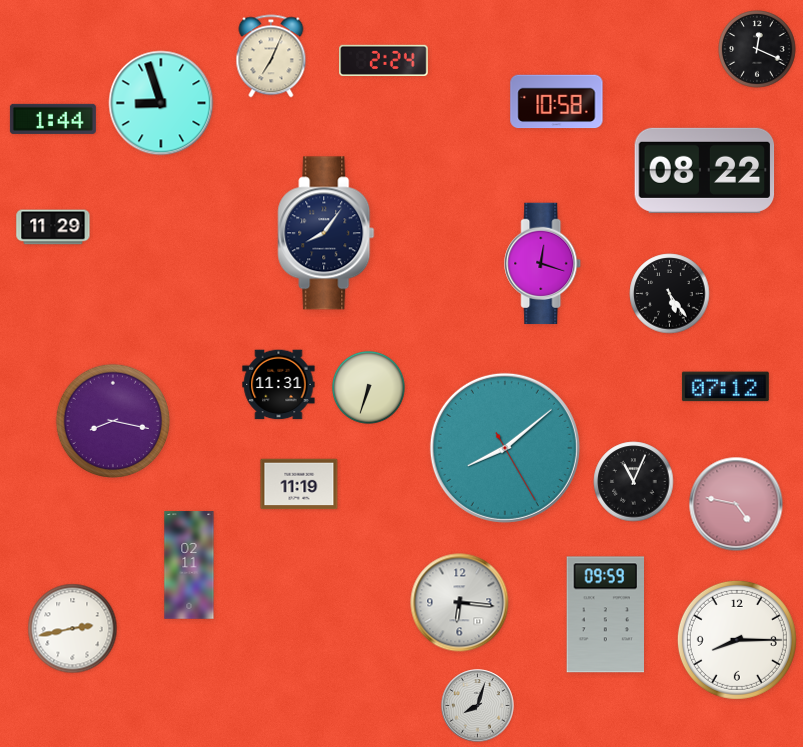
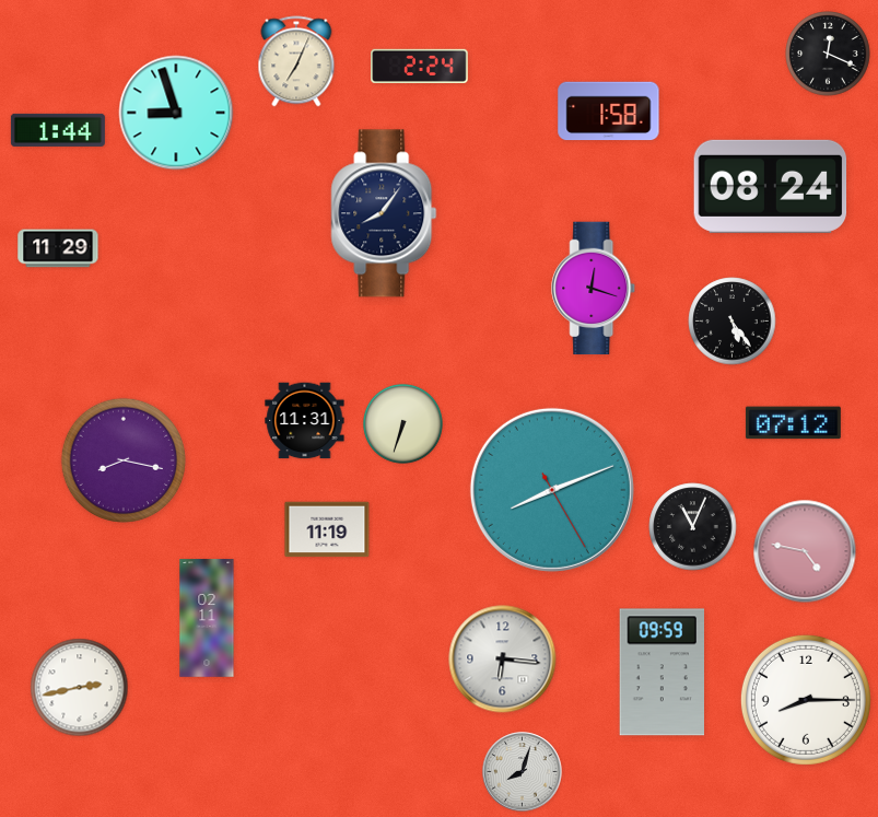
clock at (557, 102): 10:58 -> 1:58
clock at (705, 170): 08:22 -> 08:24
clock at (326, 233) position: (326, 233) -> (384, 213)
clock at (505, 448): 8:08 -> 8:11
